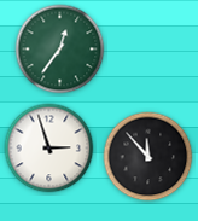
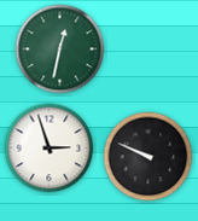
clock at (60, 50): 12:36 -> 12:32
clock at (148, 157): 11:53 -> 9:49
